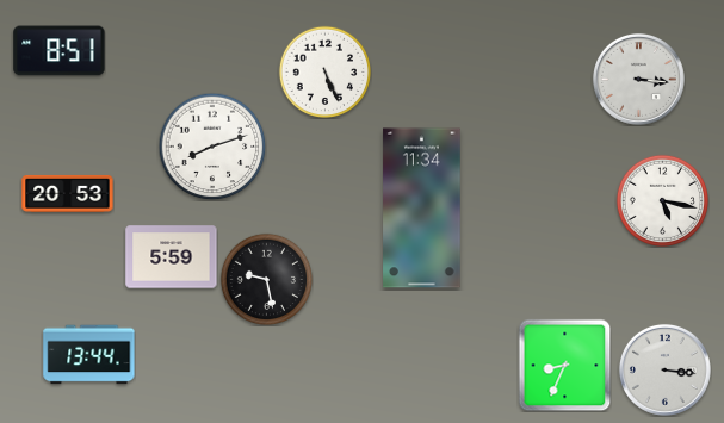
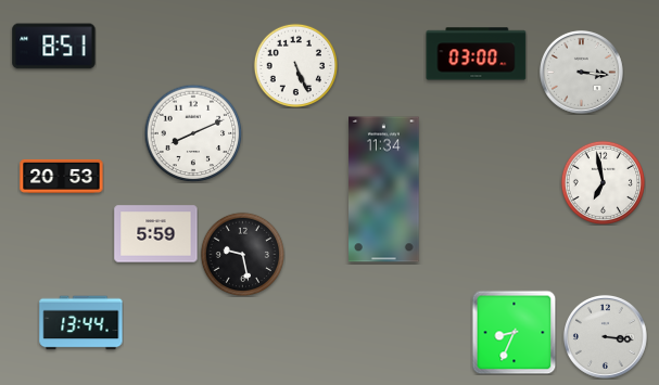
clock at (477, 54): none -> 03:00
clock at (212, 147): 8:12 -> 8:11
clock at (662, 200): 5:17 -> 6:58
